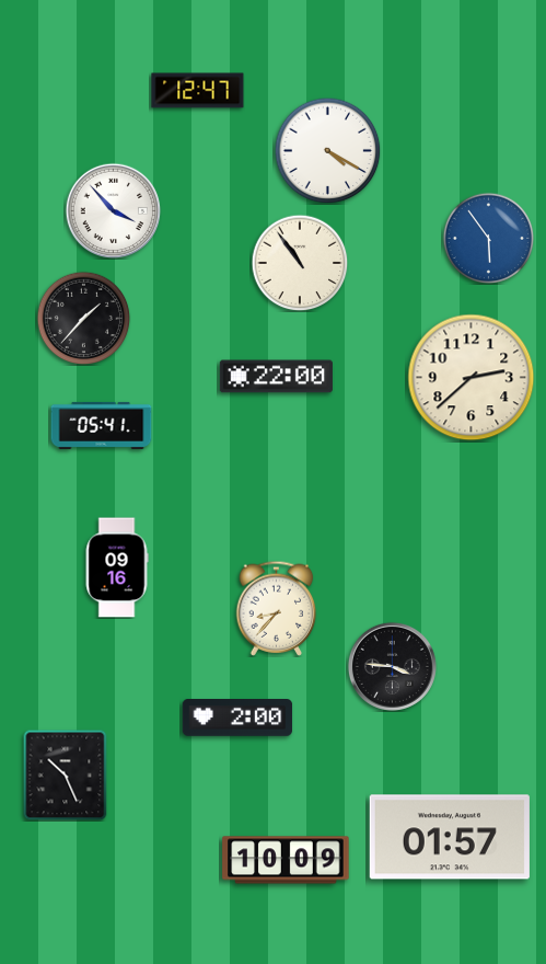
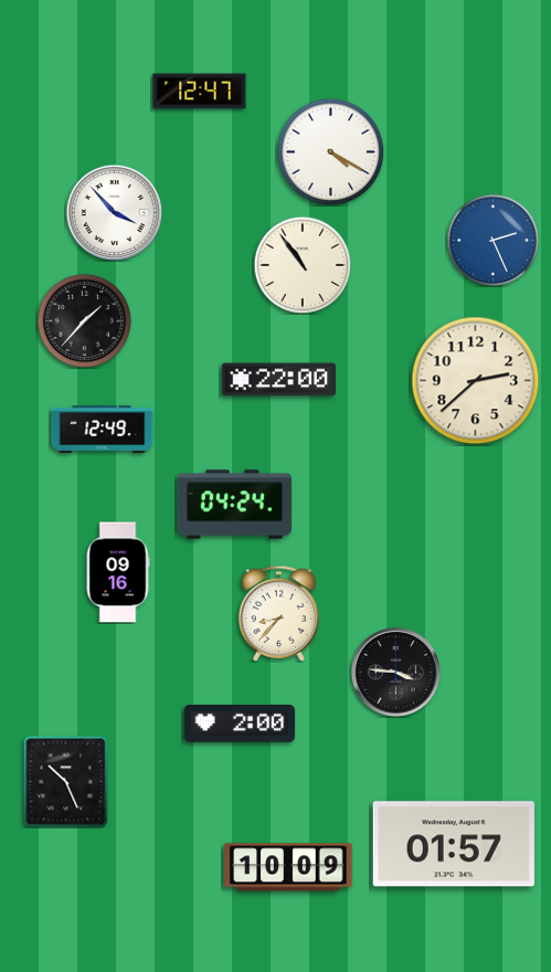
clock at (488, 238): 5:54 -> 2:26
clock at (102, 425): 05:41 -> 12:49
clock at (234, 505): none -> 04:24
